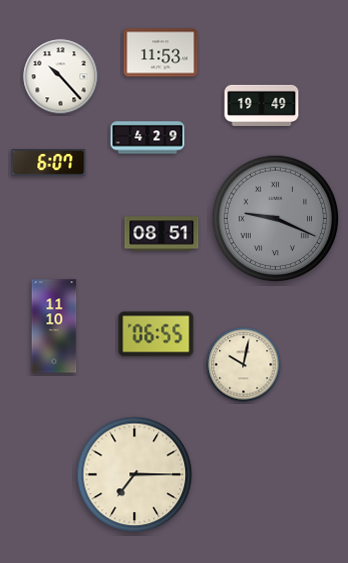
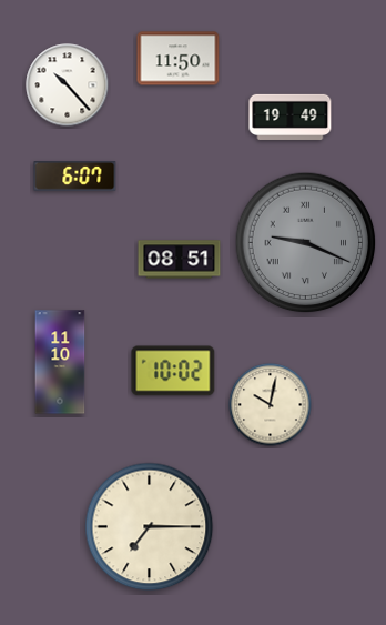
clock at (161, 53): 11:53 -> 11:50
clock at (148, 138): 4:29 -> none
clock at (49, 163) position: (49, 163) -> (75, 177)
clock at (156, 334): 06:55 -> 10:02
